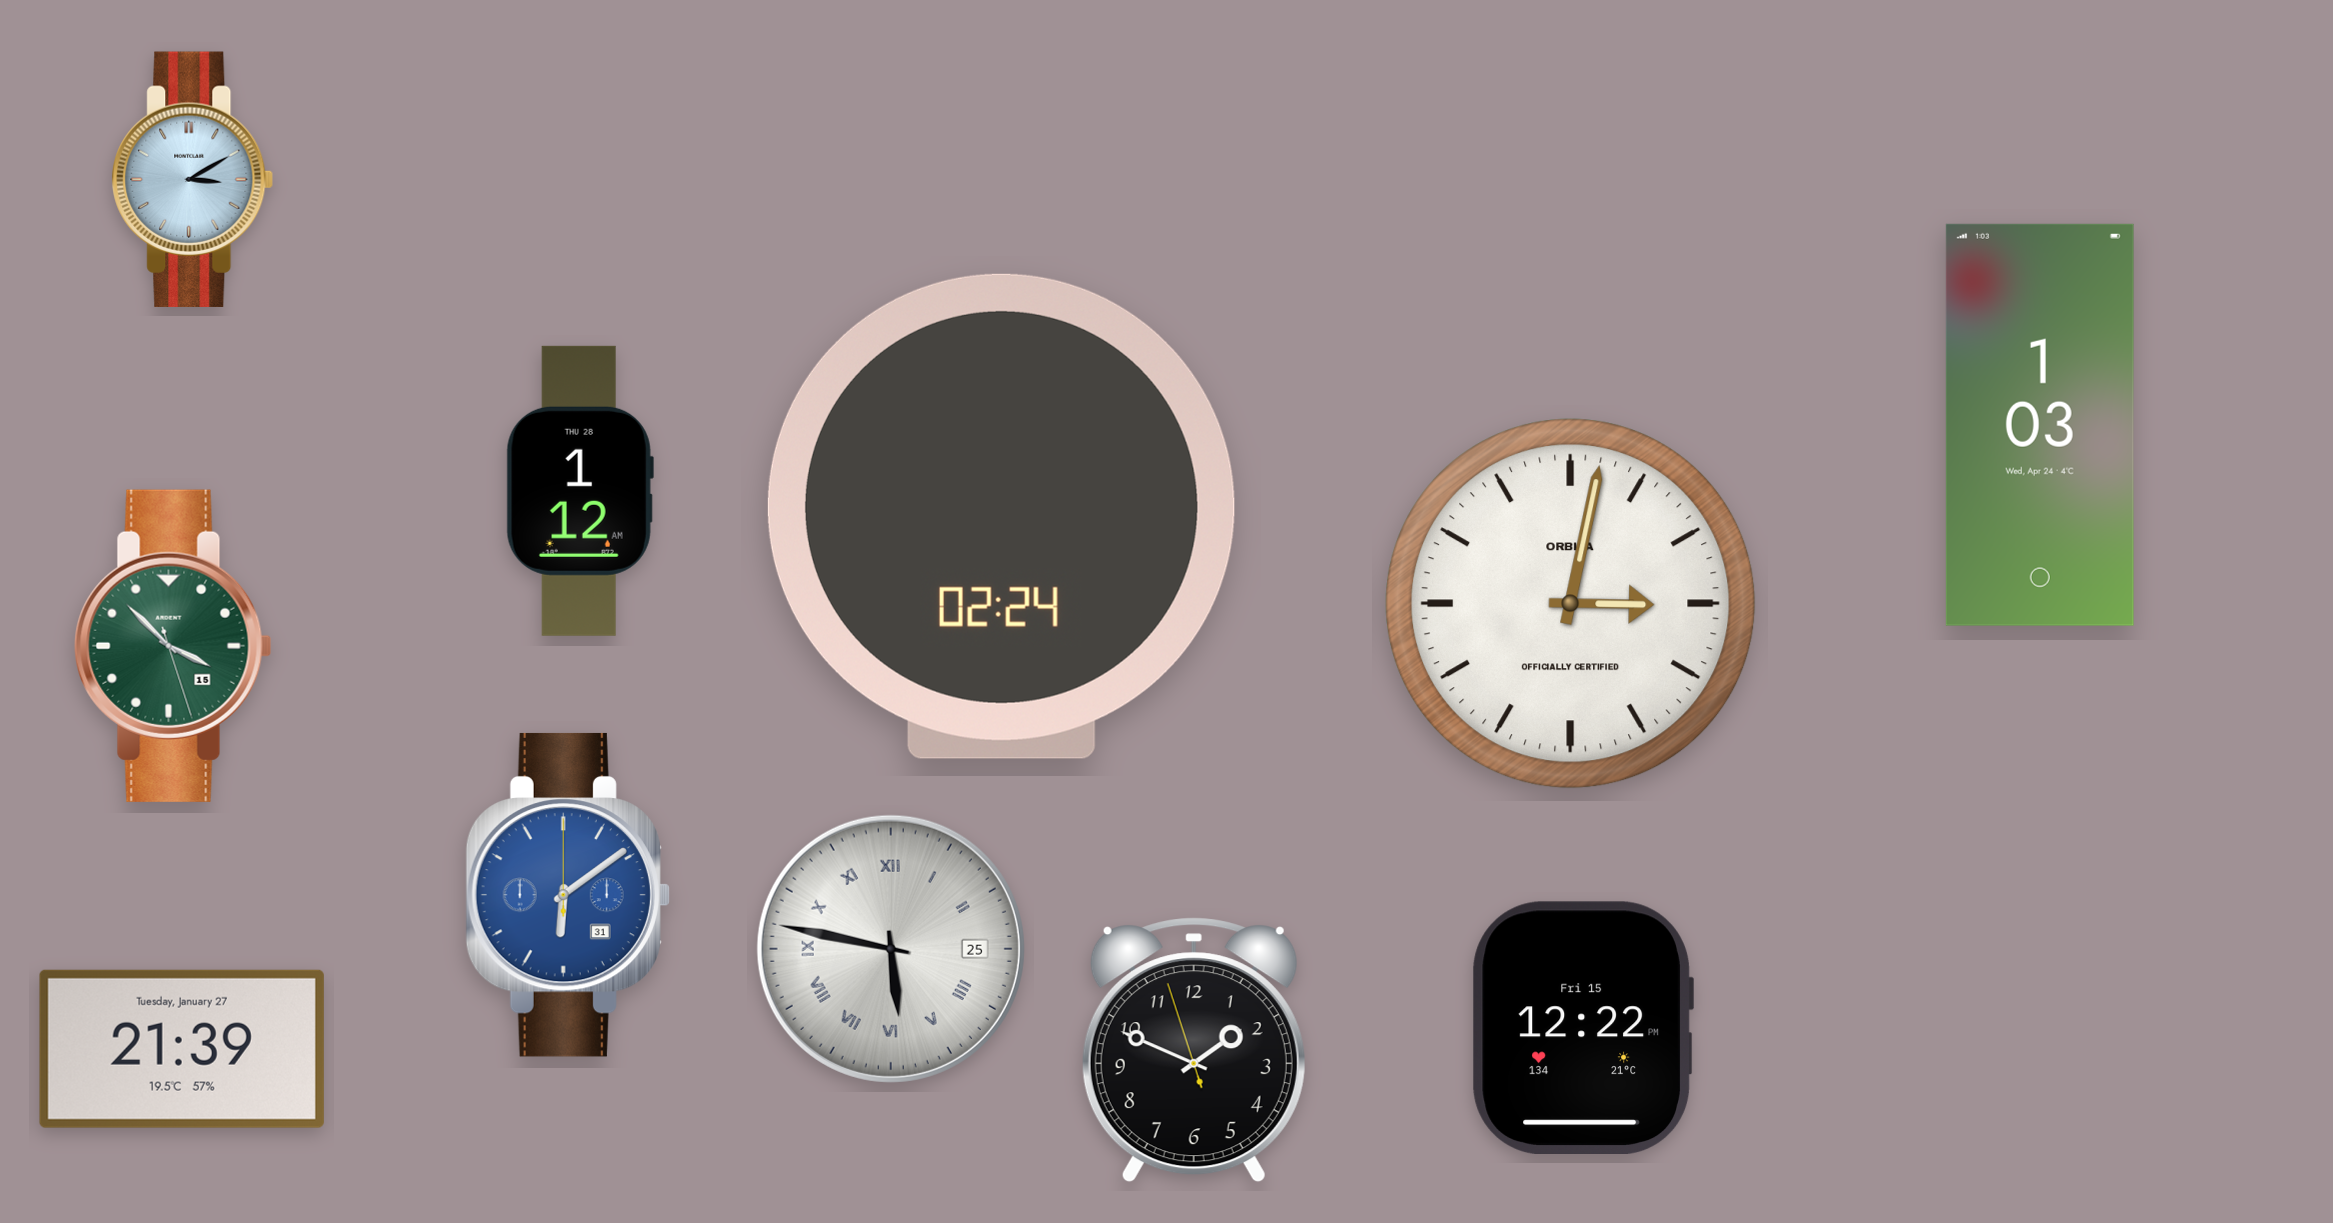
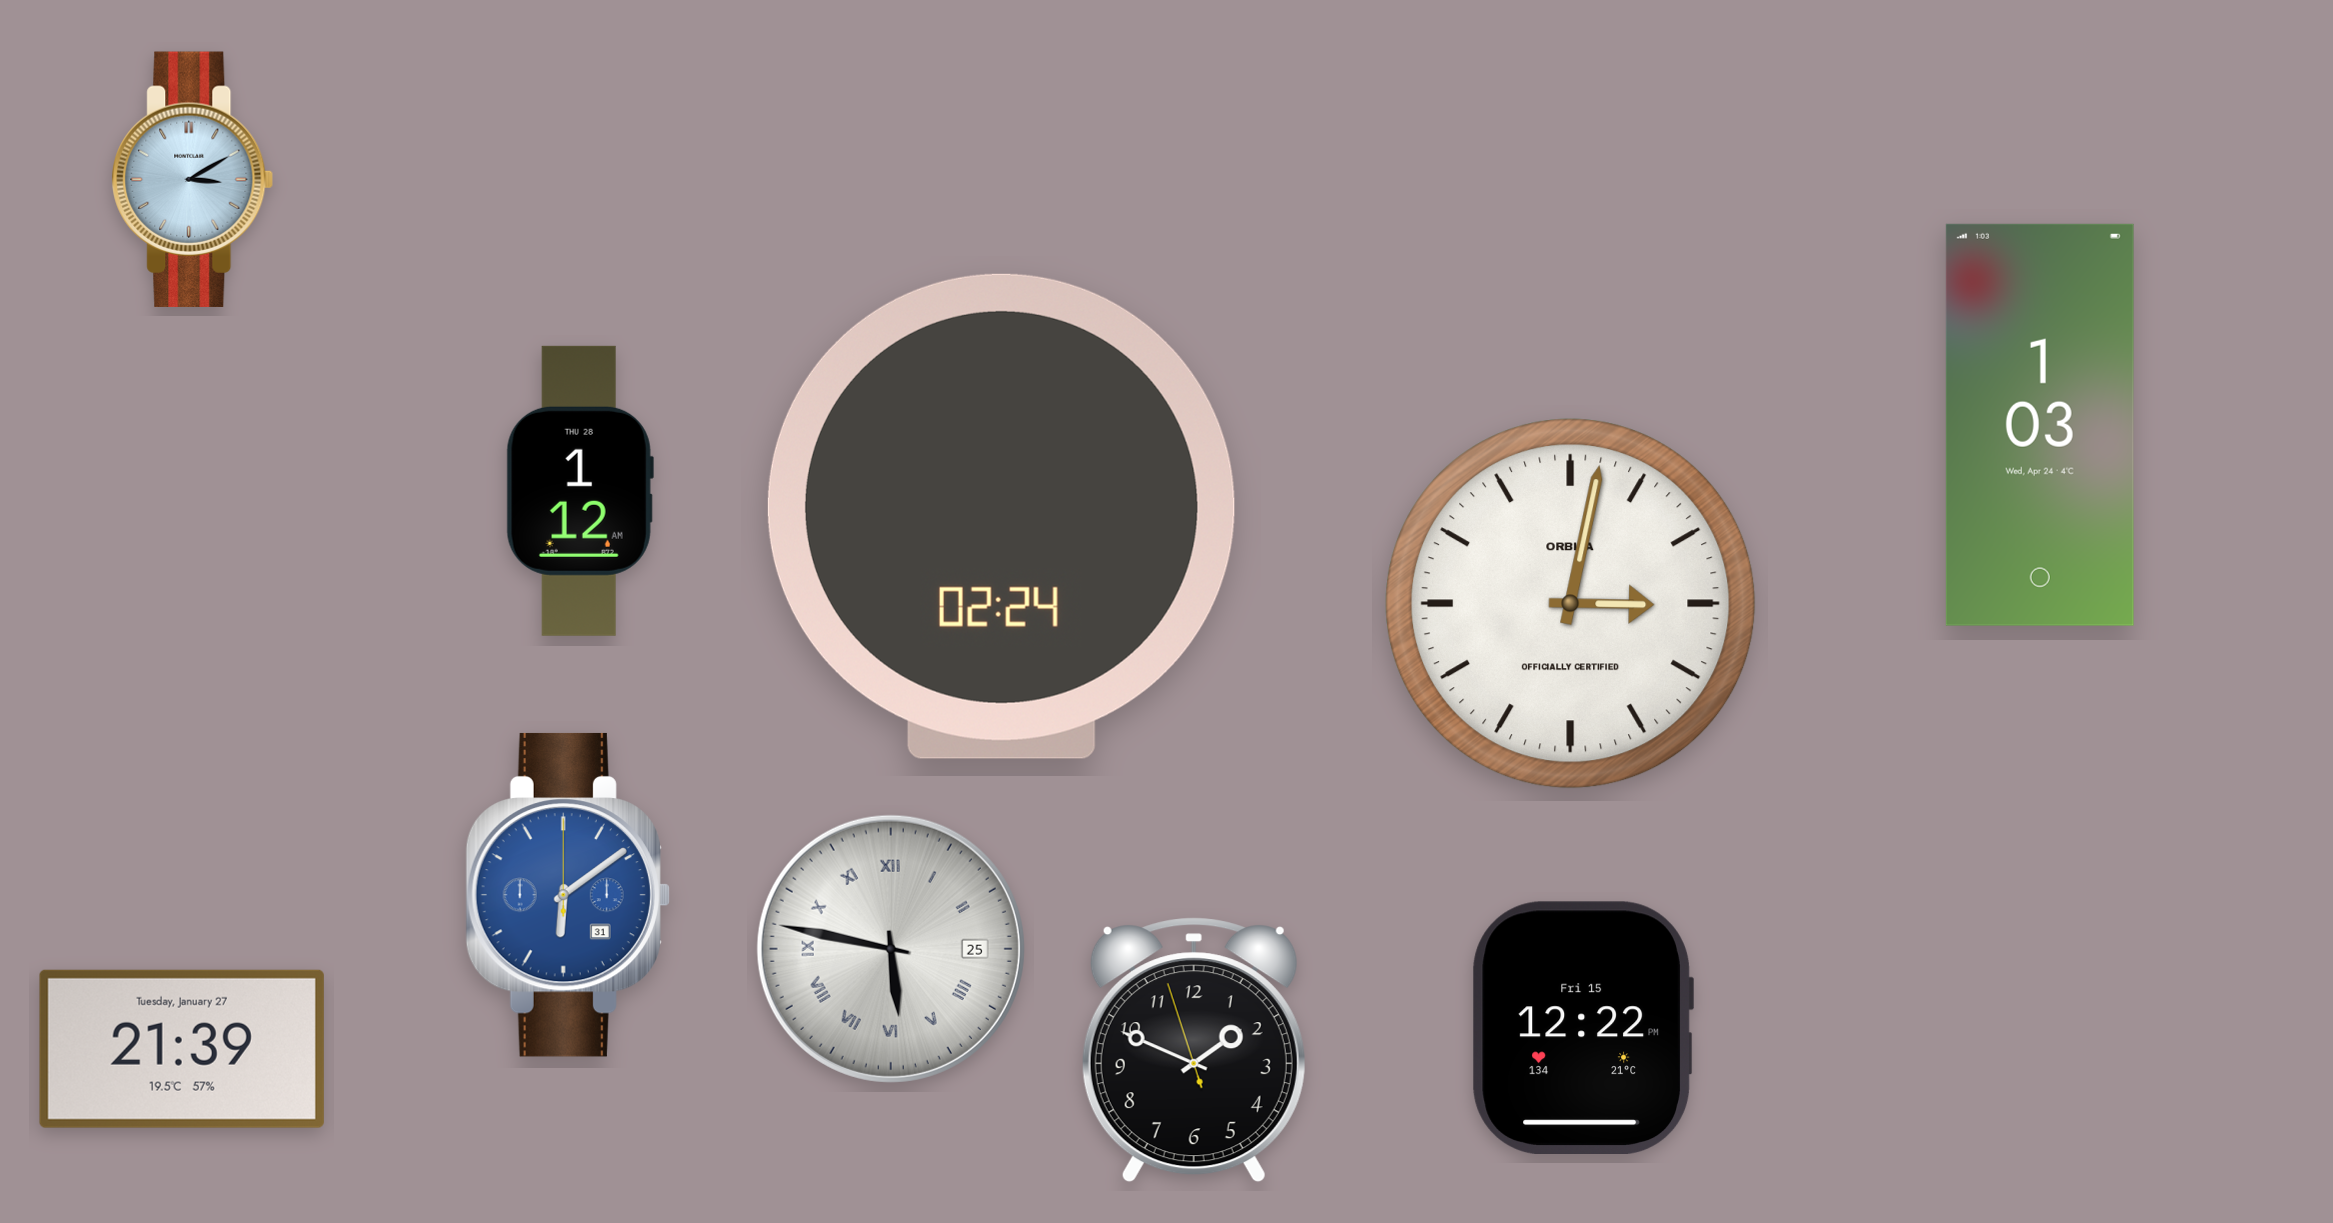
clock at (173, 646): 3:52 -> none
